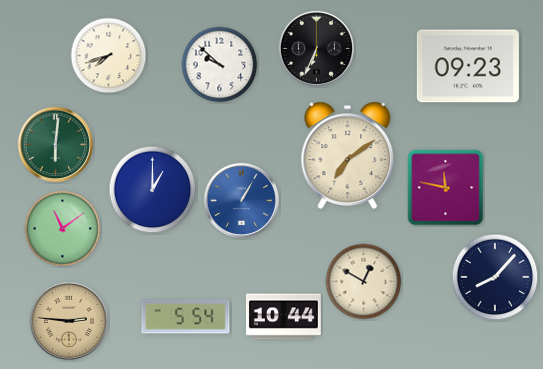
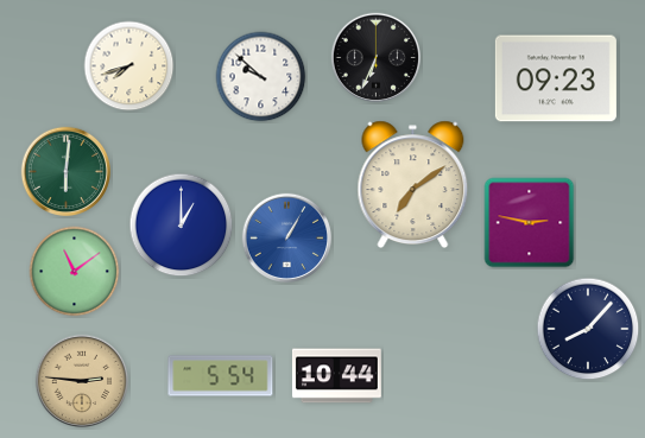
clock at (446, 188): 11:47 -> 2:47
clock at (364, 282): 12:50 -> none
